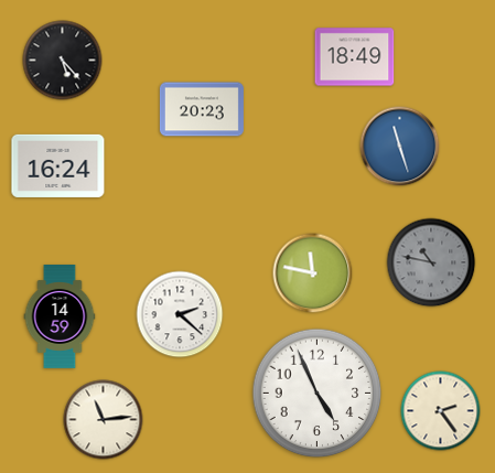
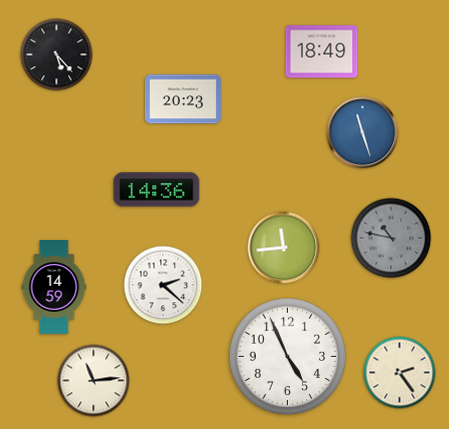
clock at (58, 165): 16:24 -> none
clock at (157, 190): none -> 14:36
clock at (313, 273): 11:47 -> 11:44
